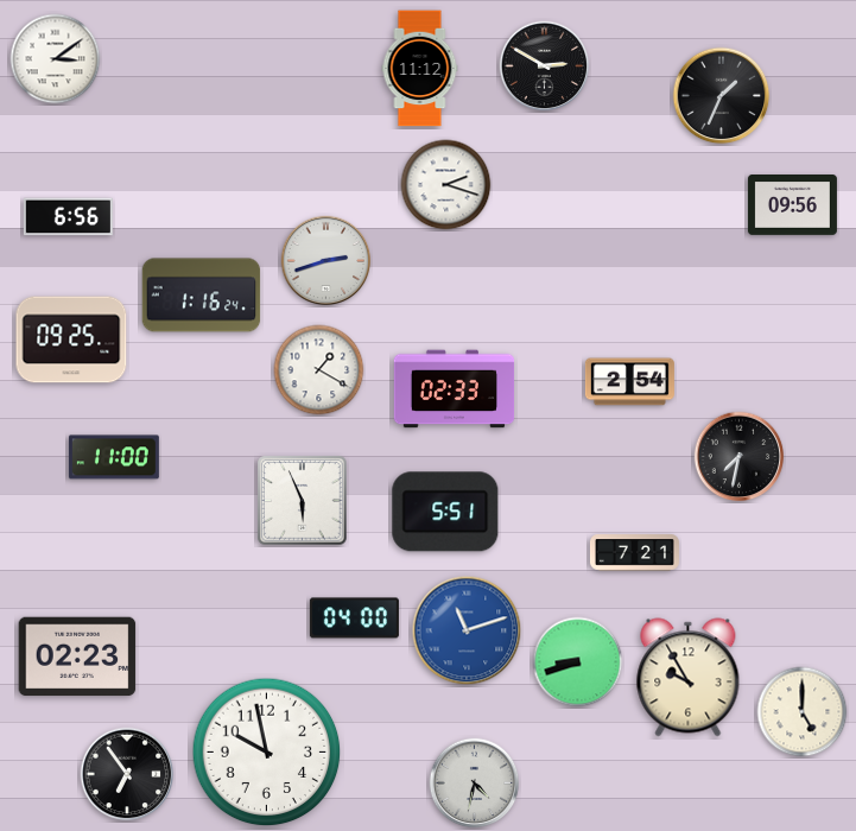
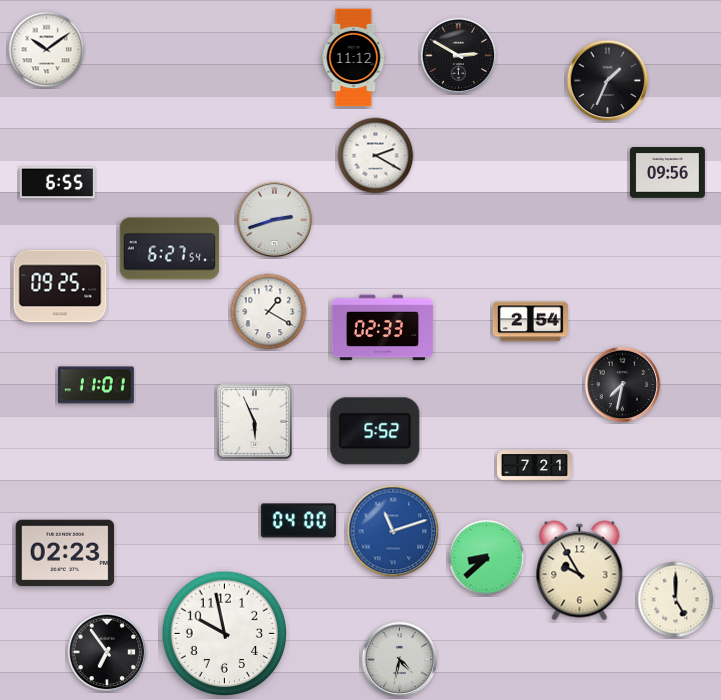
clock at (56, 59): 3:09 -> 10:09
clock at (446, 185): 2:18 -> 2:20
clock at (68, 217): 6:56 -> 6:55
clock at (202, 296): 1:16 -> 6:27
clock at (114, 457): 11:00 -> 11:01
clock at (445, 512): 5:51 -> 5:52
clock at (578, 662): 8:42 -> 8:38
